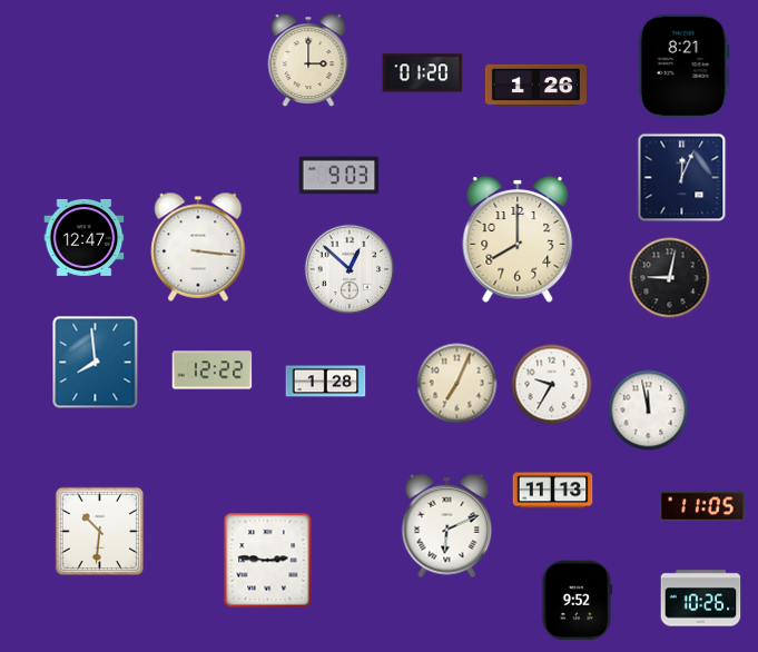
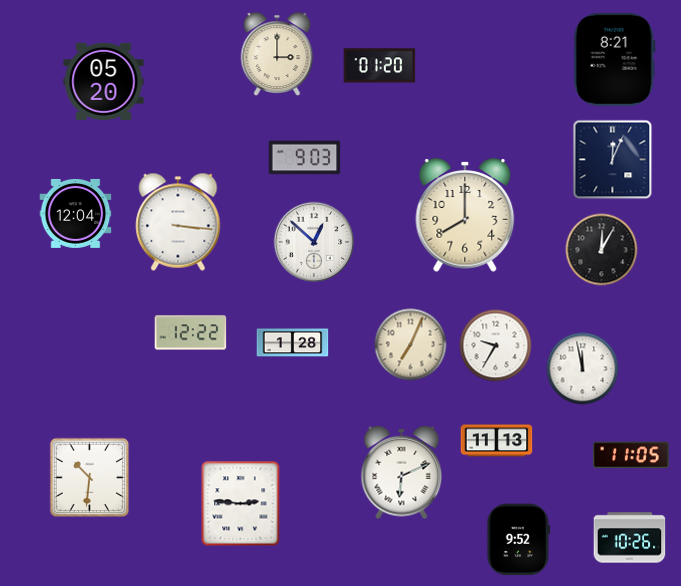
clock at (535, 85): 1:26 -> none
clock at (104, 81): none -> 05:20
clock at (85, 237): 12:47 -> 12:04
clock at (670, 278): 9:02 -> 12:05
clock at (96, 363): 7:59 -> none
